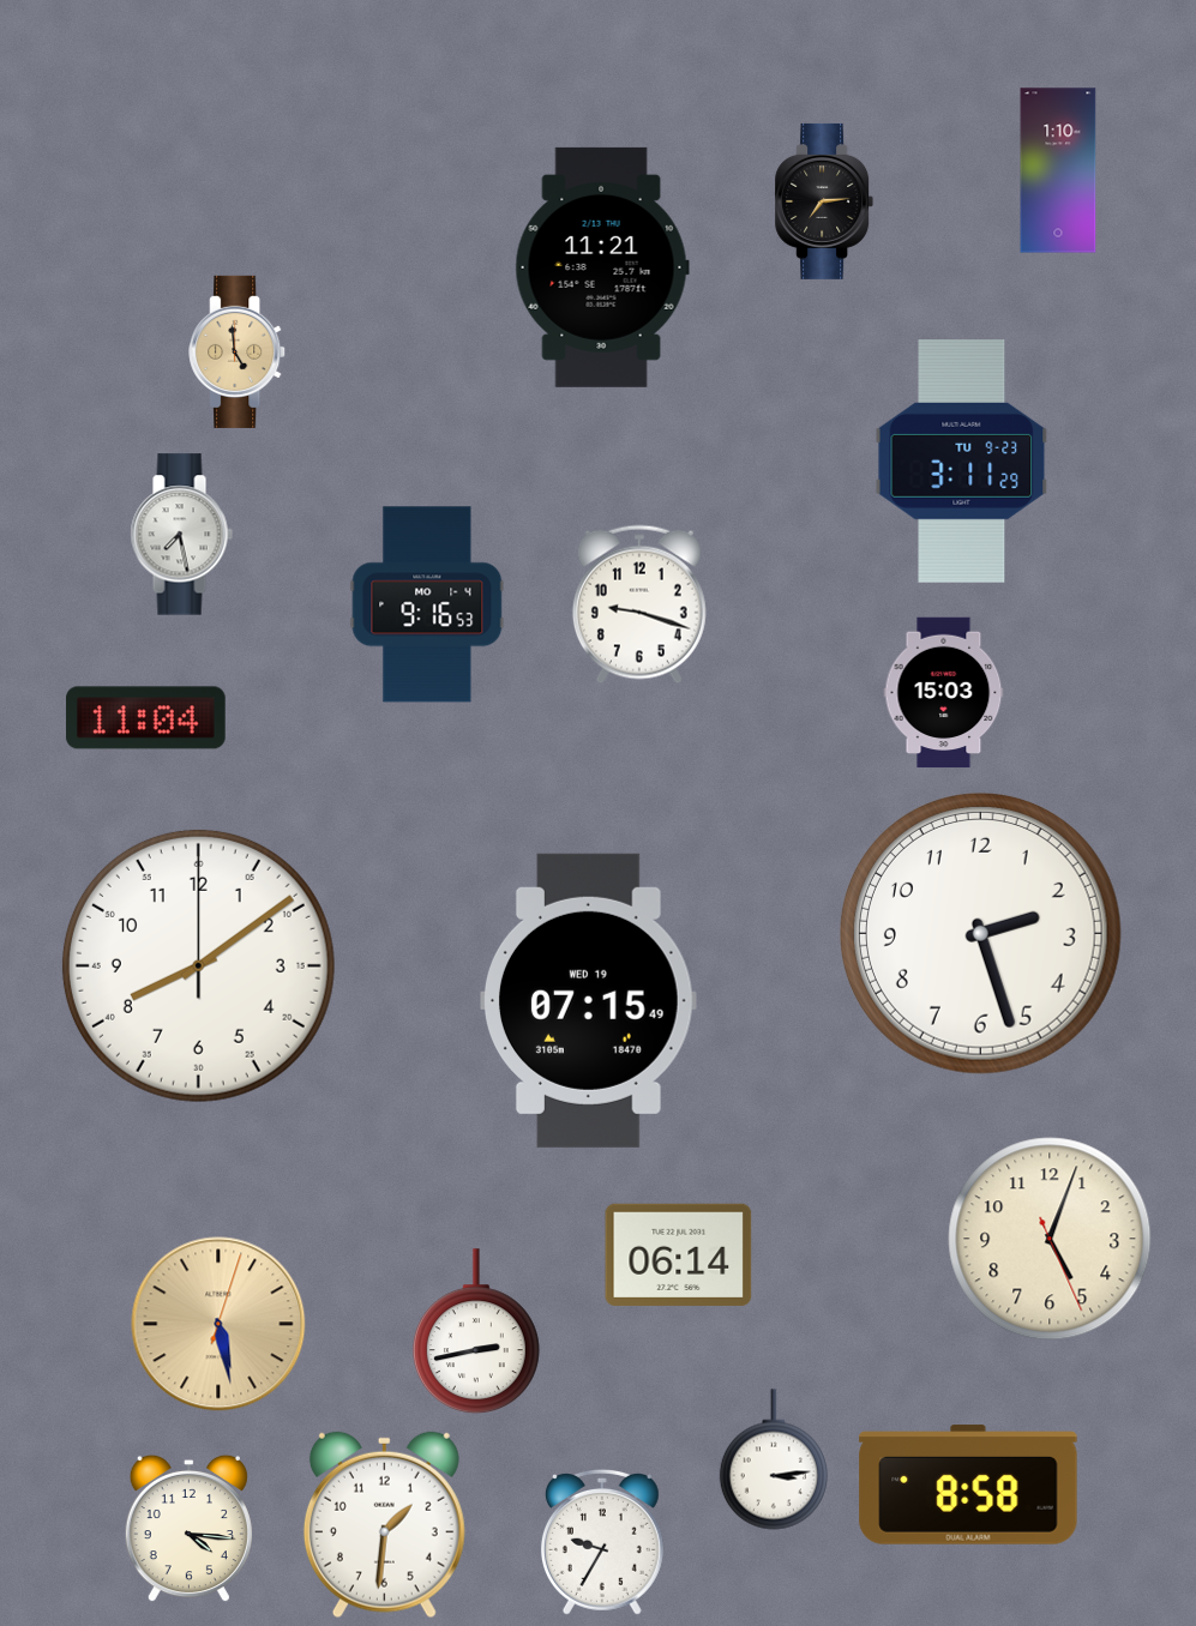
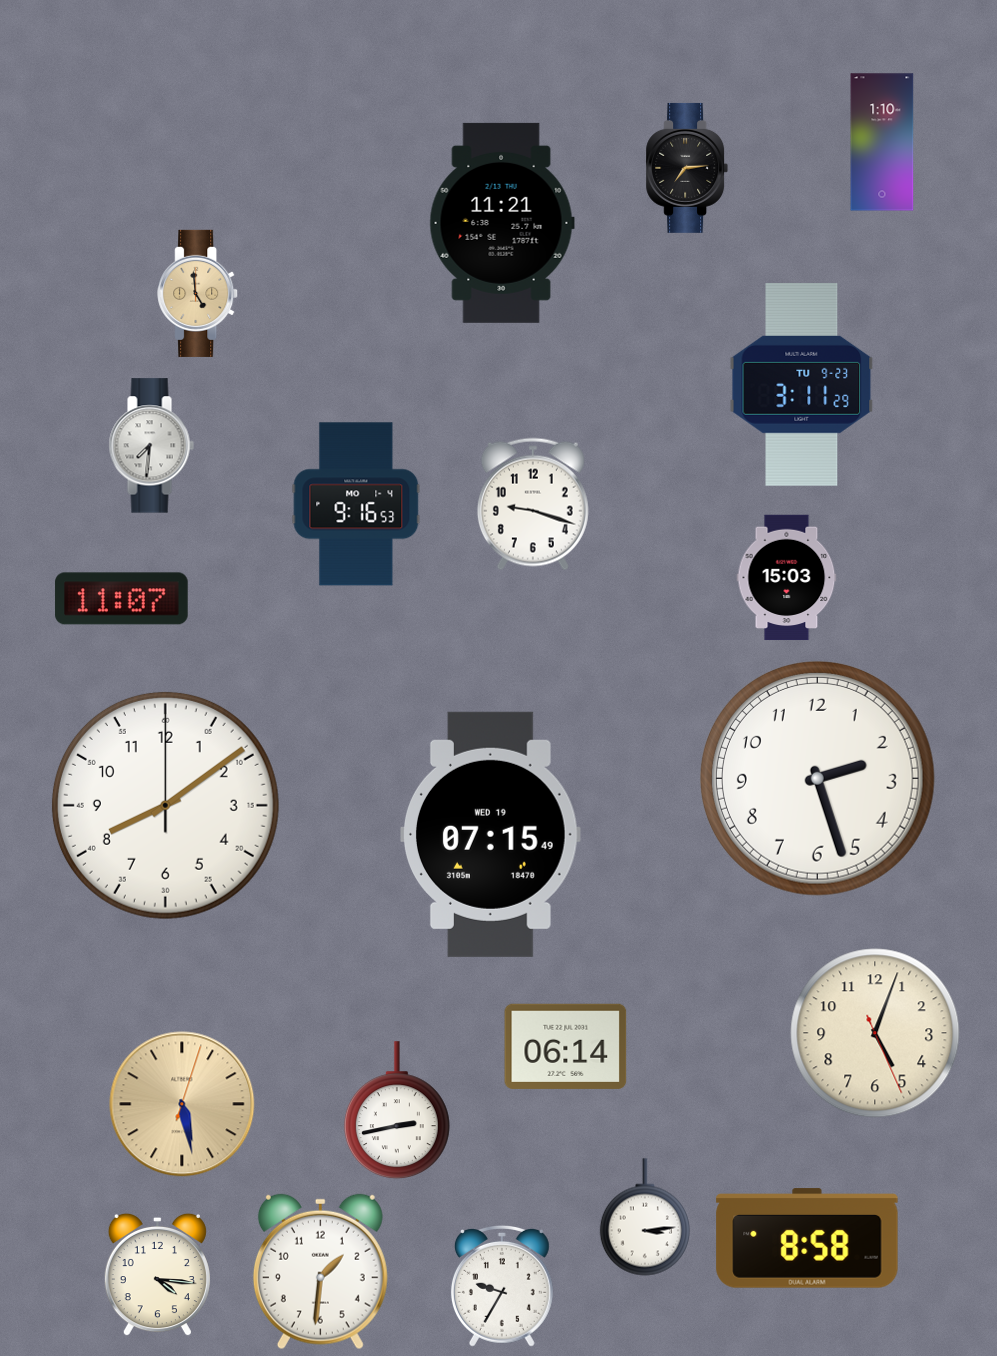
clock at (181, 535): 7:28 -> 7:31
clock at (146, 718): 11:04 -> 11:07
